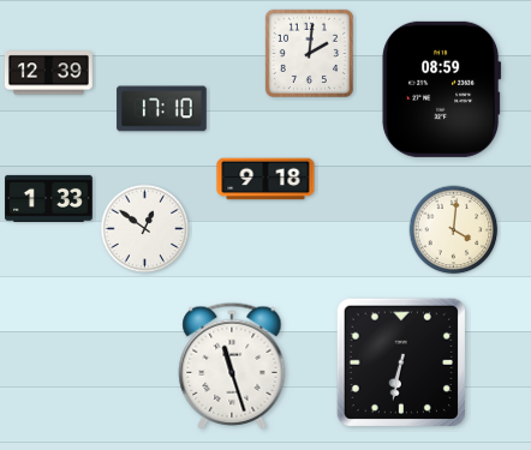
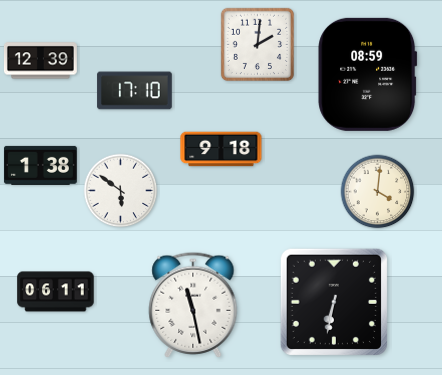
clock at (48, 198): 1:33 -> 1:38
clock at (145, 229): 12:51 -> 5:51
clock at (56, 292): none -> 06:11
clock at (232, 366): 11:27 -> 11:28
